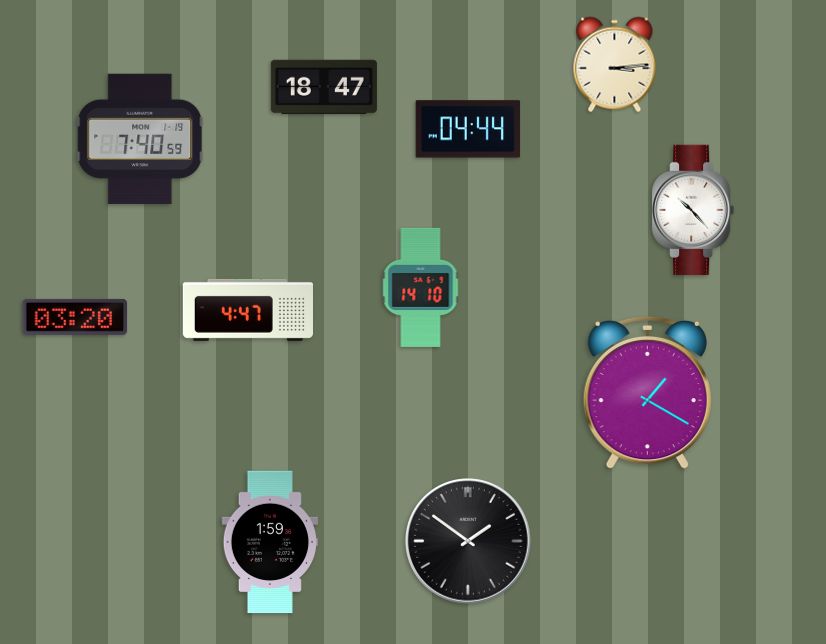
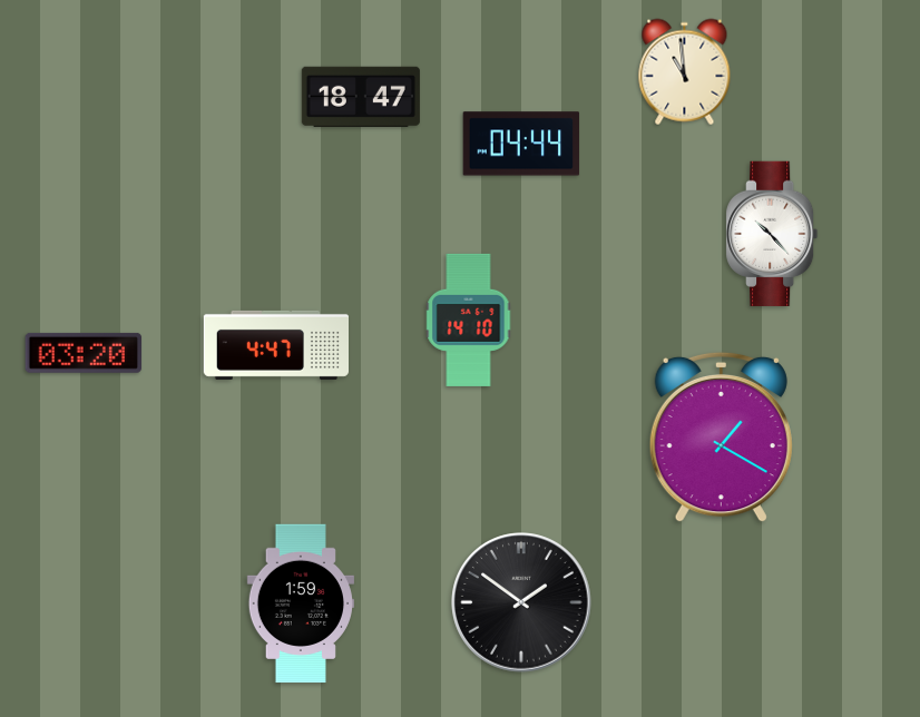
clock at (615, 65): 3:14 -> 10:59
clock at (140, 139): 7:40 -> none
